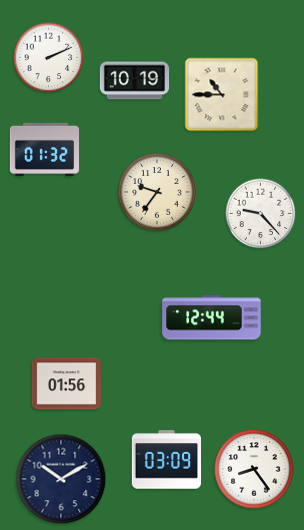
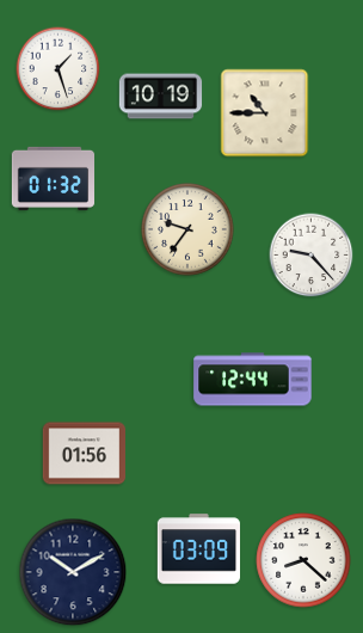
clock at (49, 58): 2:11 -> 1:27
clock at (66, 384) position: (66, 384) -> (84, 454)
clock at (254, 469): 8:24 -> 8:22
